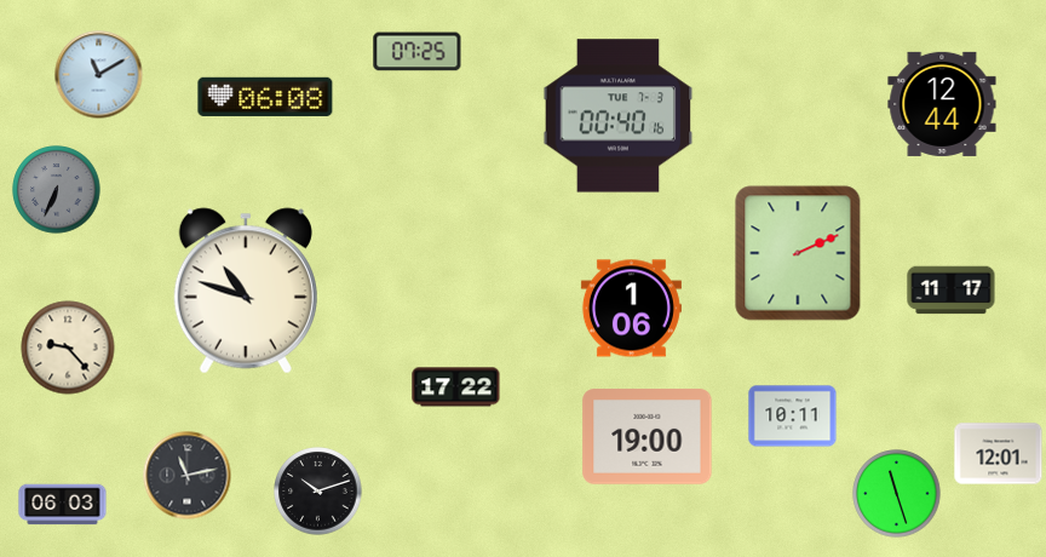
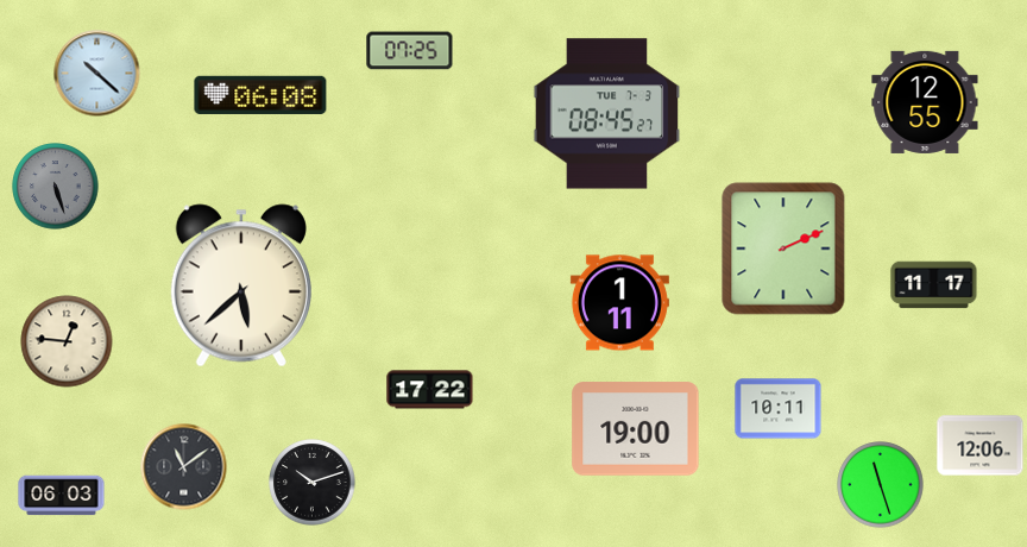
clock at (99, 75): 11:10 -> 10:22
clock at (942, 104): 12:44 -> 12:55
clock at (619, 116): 00:40 -> 08:45
clock at (57, 190): 6:34 -> 5:27
clock at (246, 291): 10:48 -> 5:38
clock at (631, 309): 1:06 -> 1:11
clock at (68, 348): 9:23 -> 12:46
clock at (456, 387) position: (456, 387) -> (430, 390)
clock at (999, 454): 12:01 -> 12:06
clock at (188, 476): 11:13 -> 11:09
